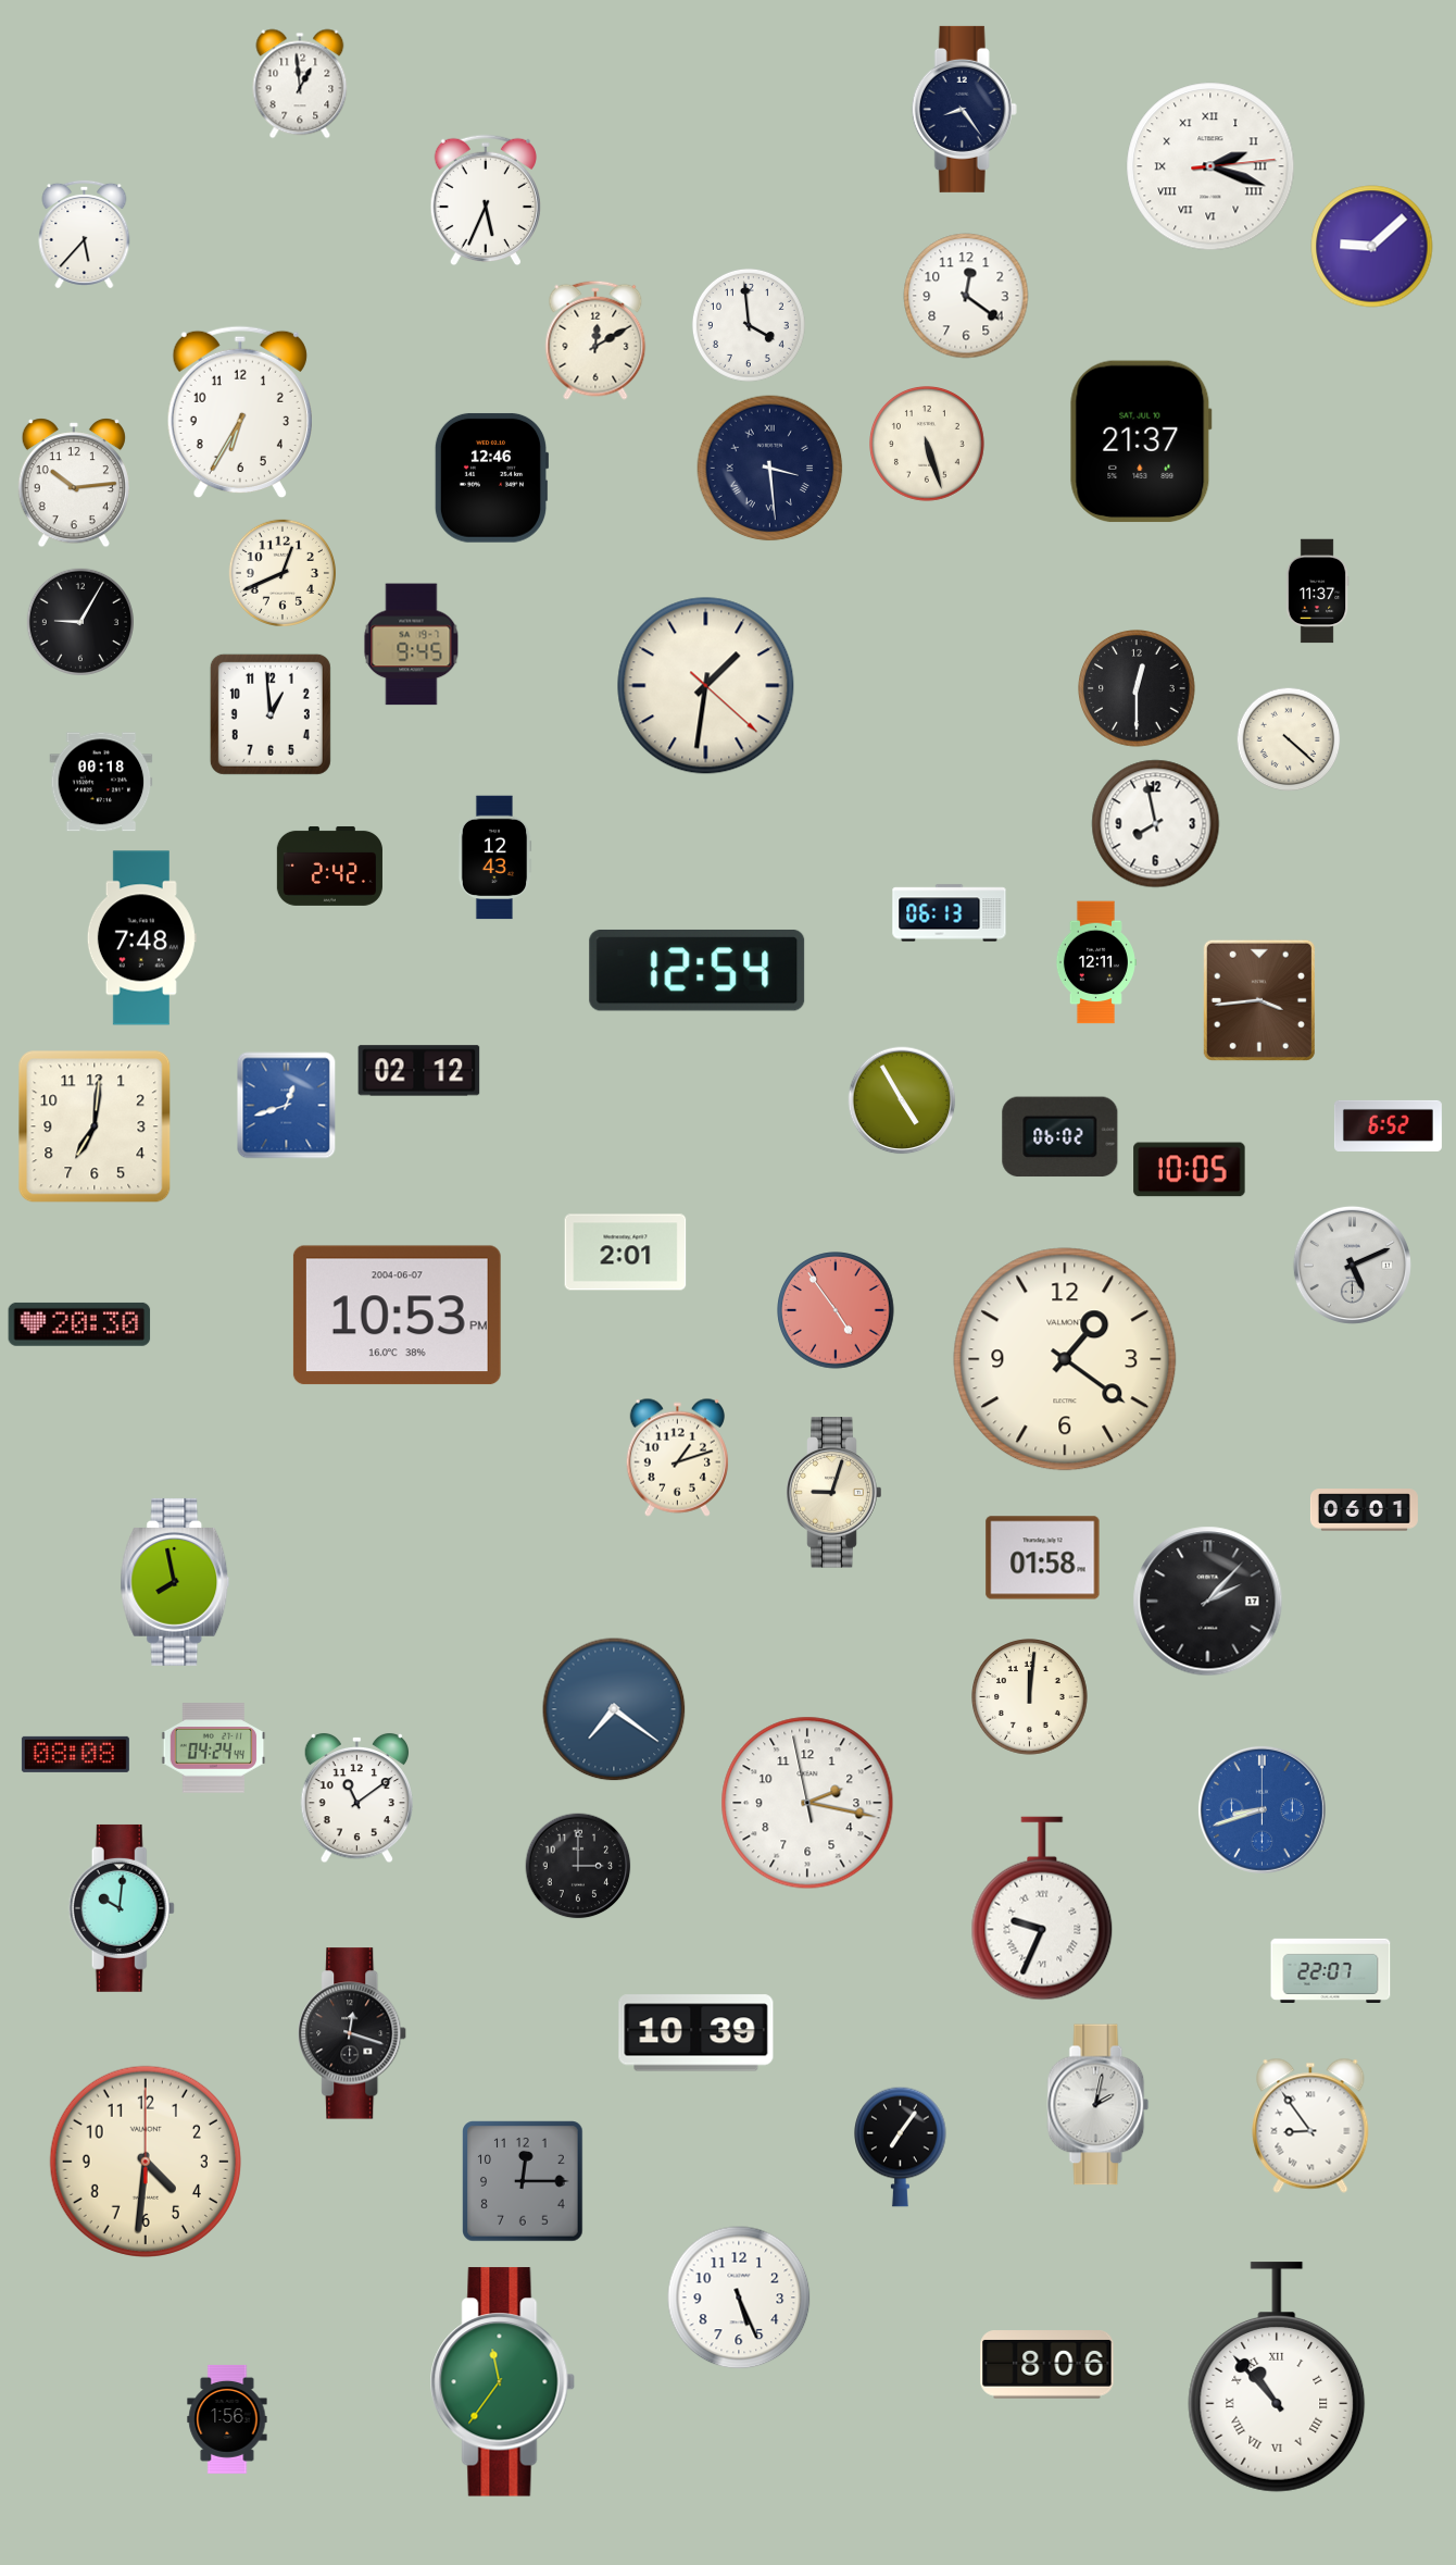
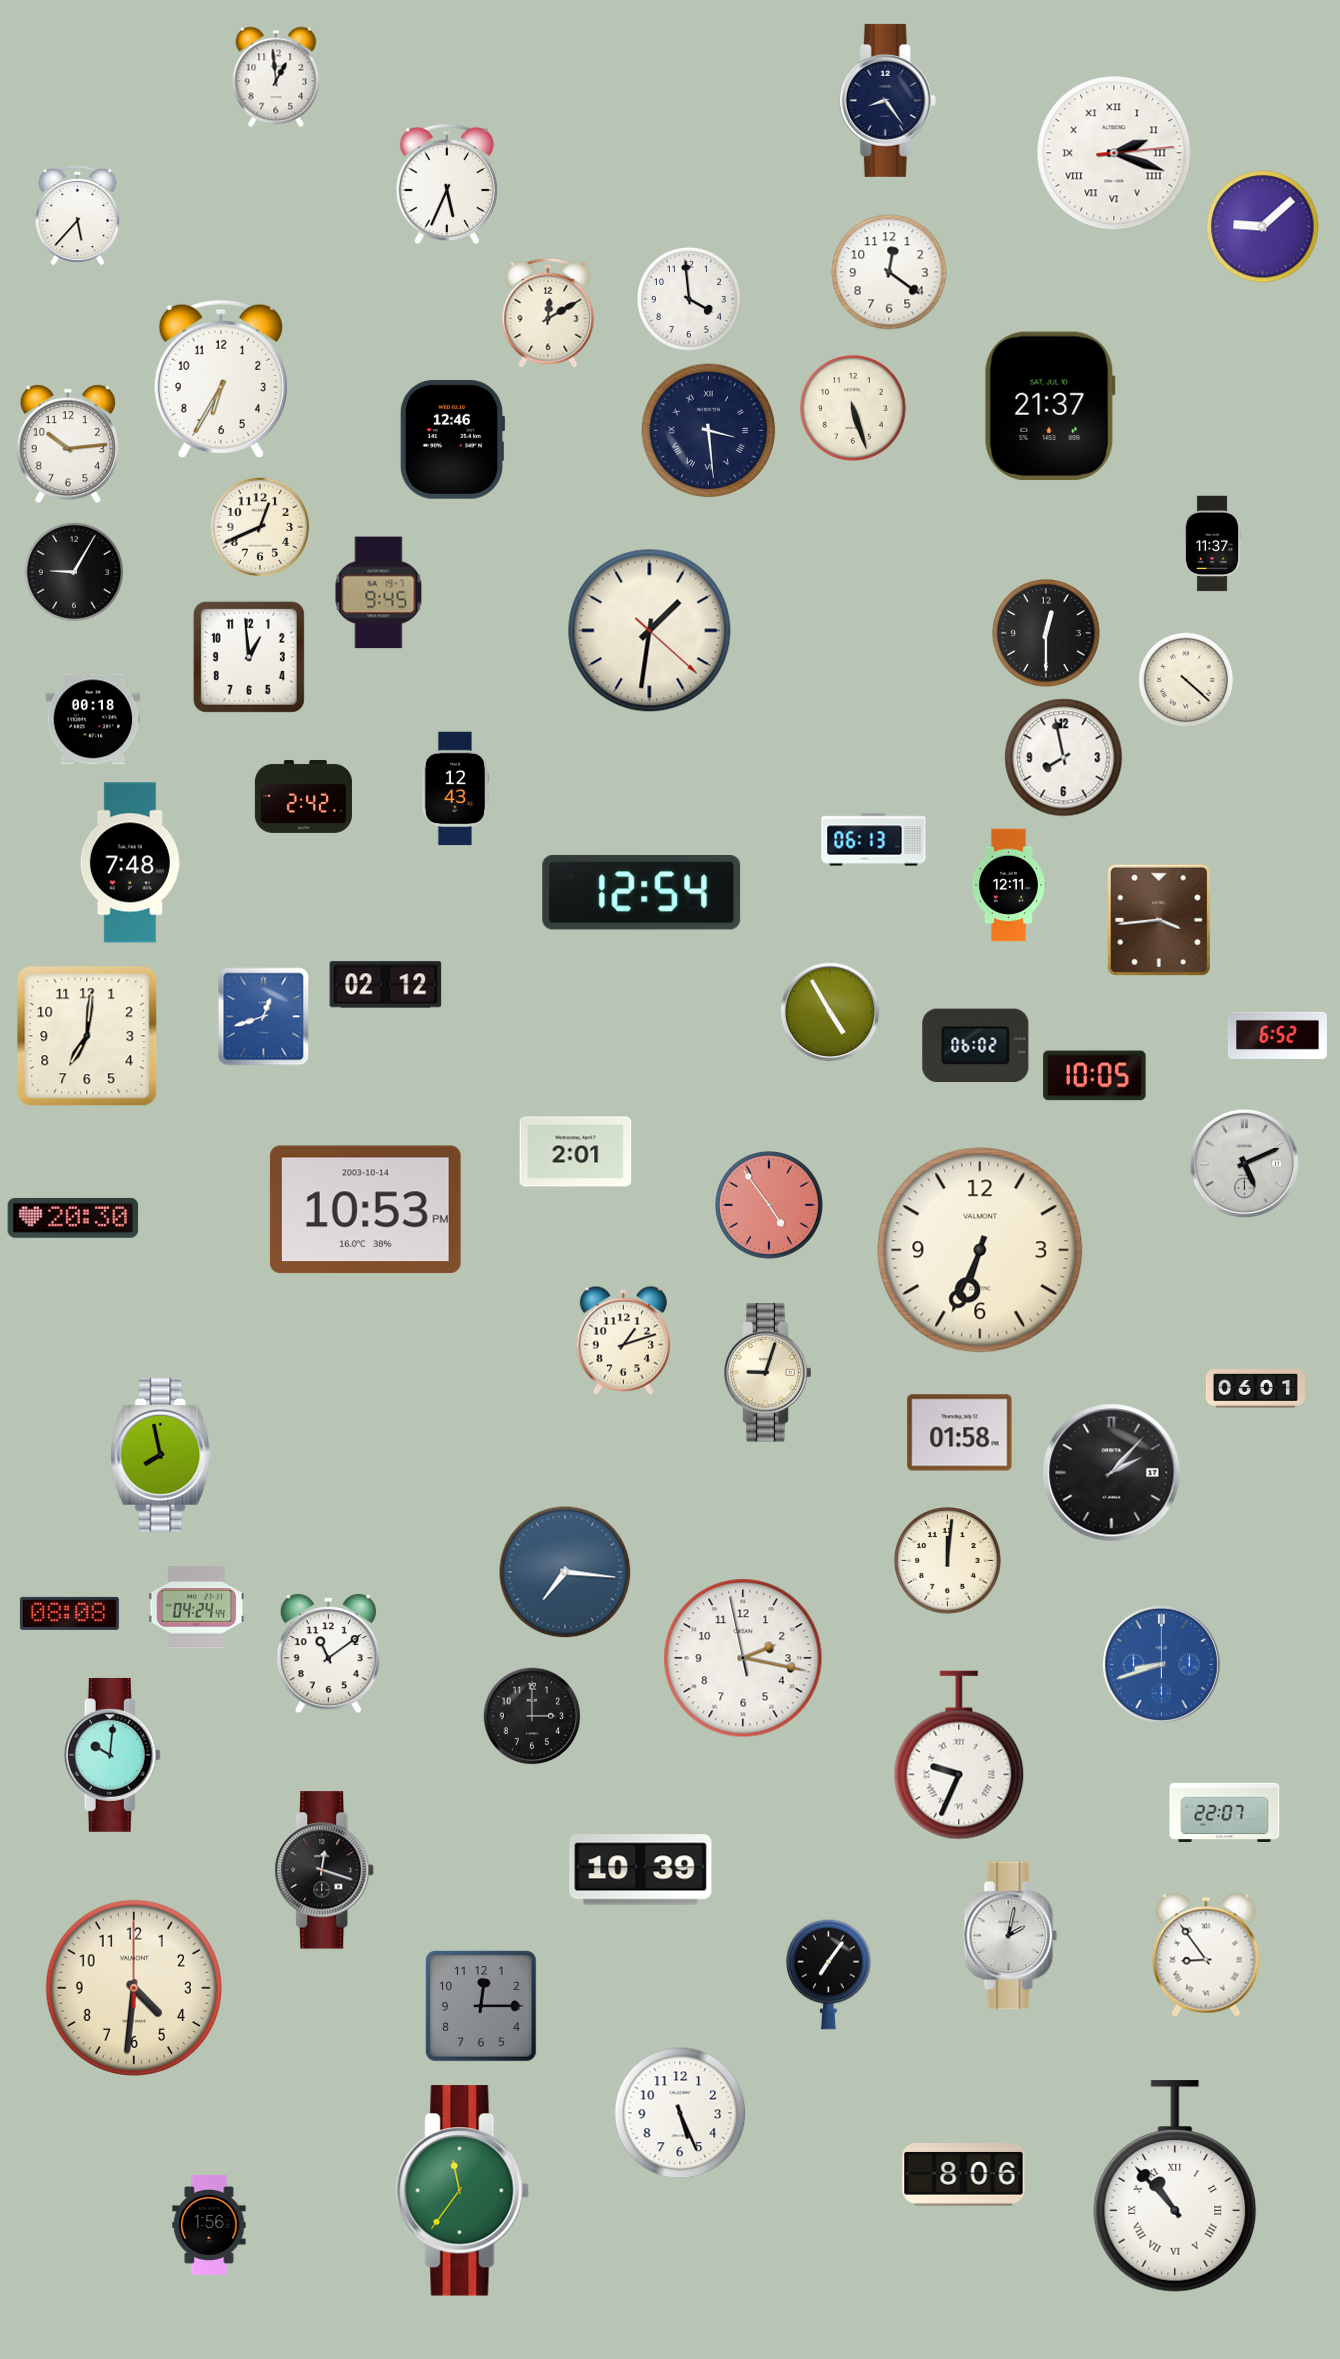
clock at (397, 1316) date: 2004-06-07 -> 2003-10-14
clock at (1065, 1359): 1:21 -> 6:34
clock at (614, 1709): 7:21 -> 7:16
